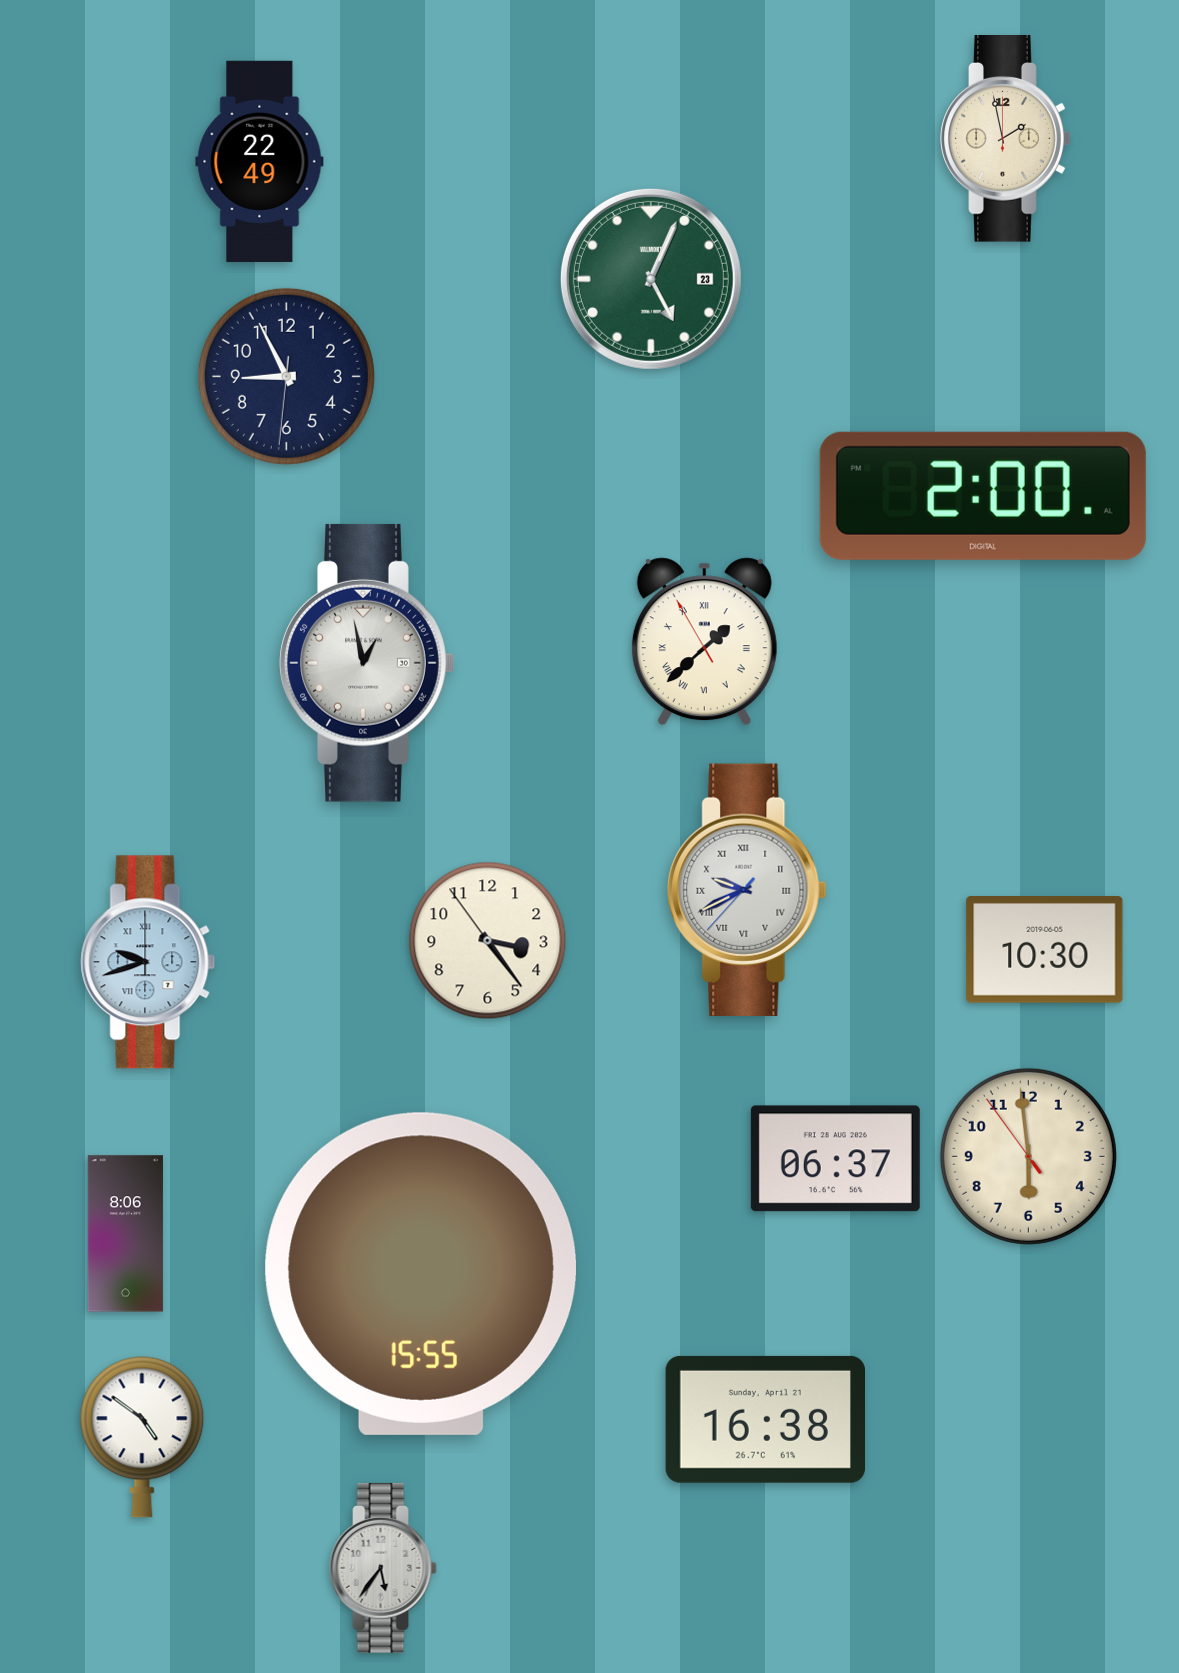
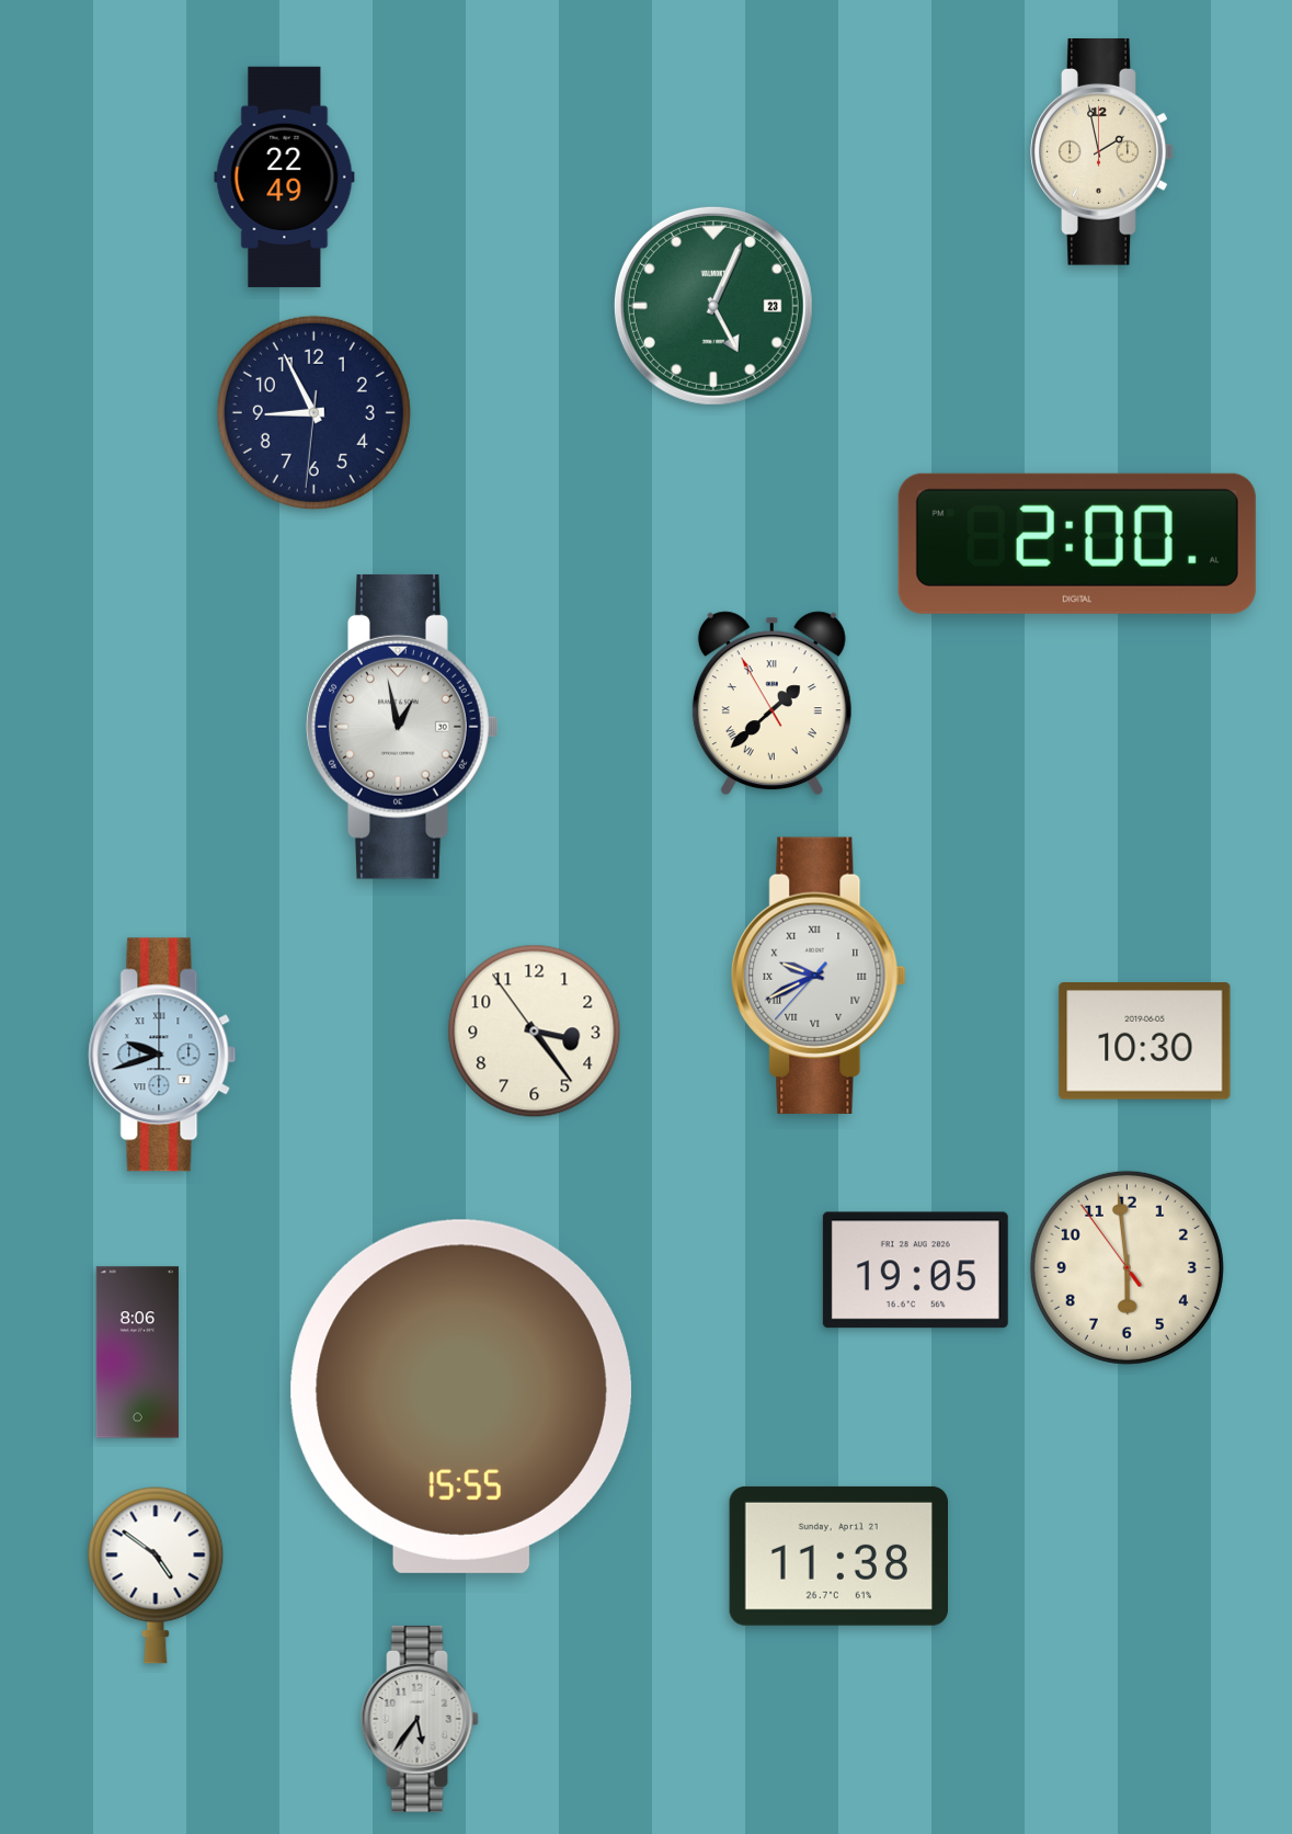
clock at (835, 1159): 06:37 -> 19:05
clock at (765, 1419): 16:38 -> 11:38
